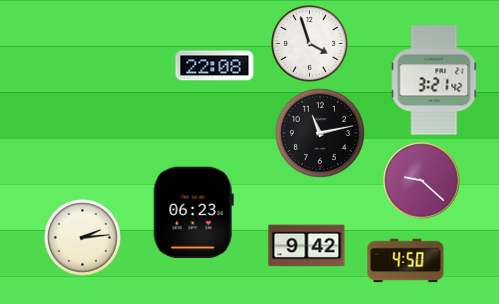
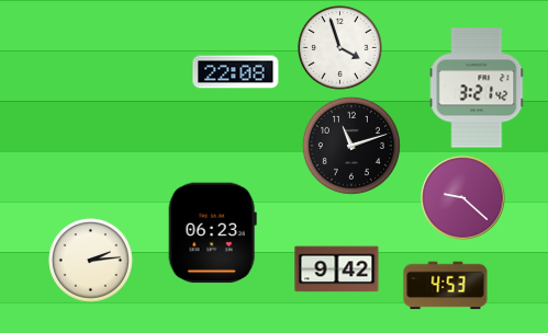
clock at (320, 133): 11:13 -> 11:12
clock at (406, 261): 4:50 -> 4:53
